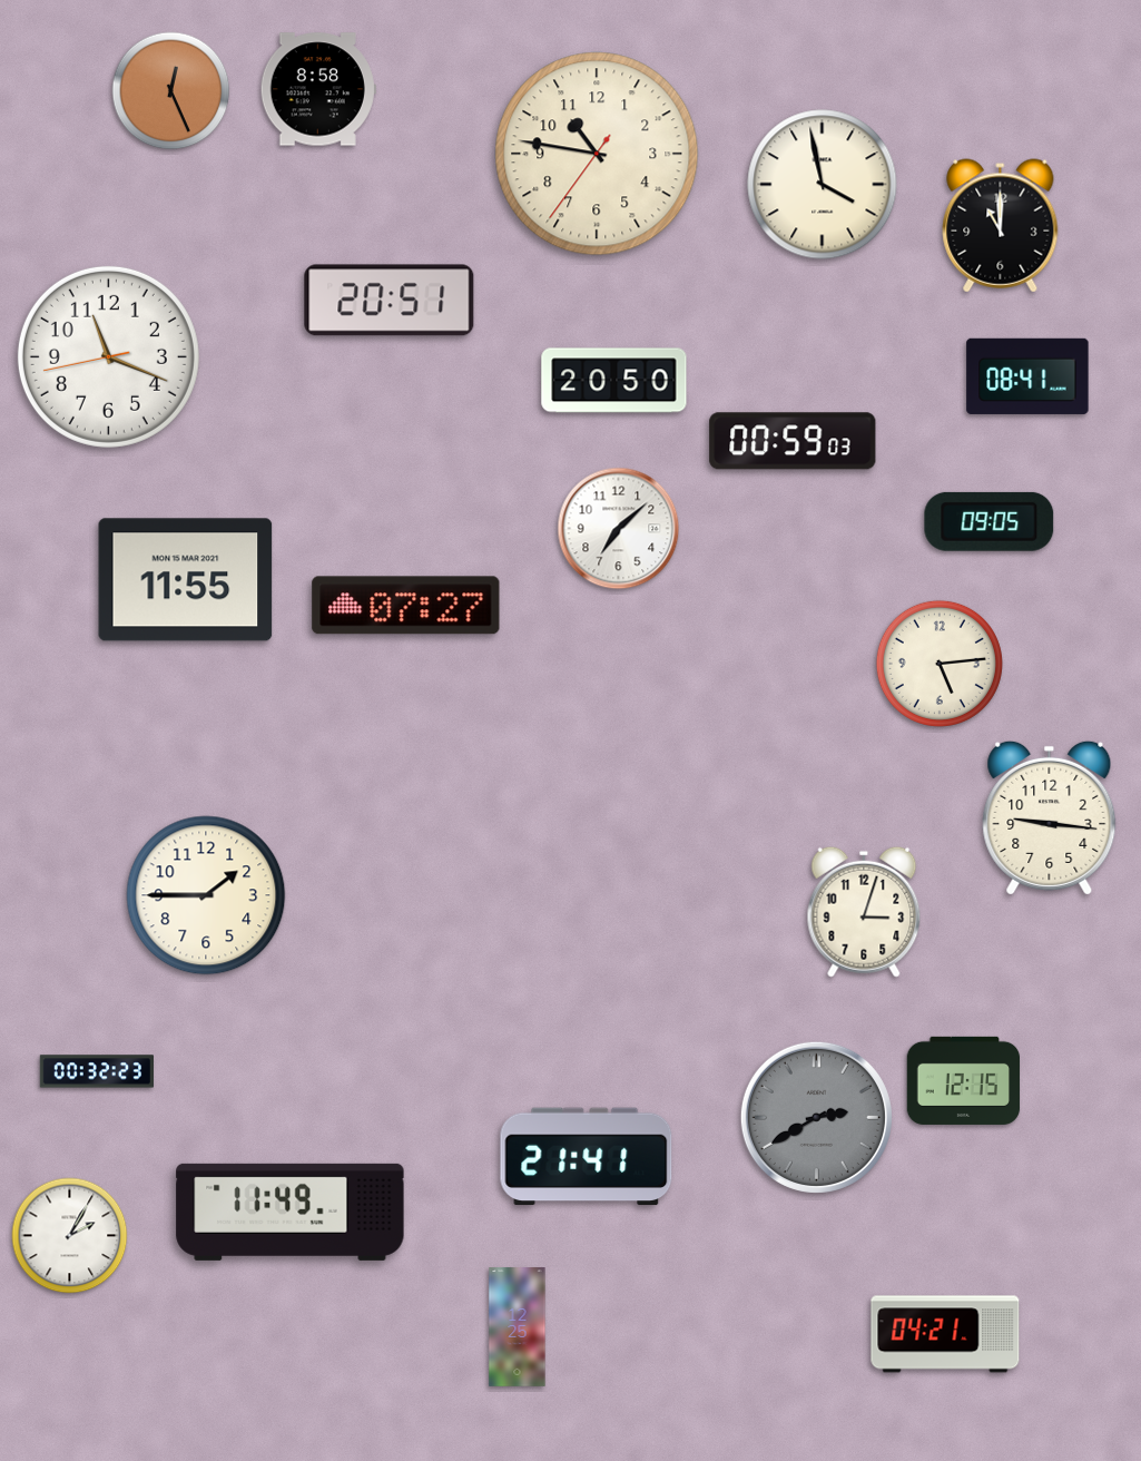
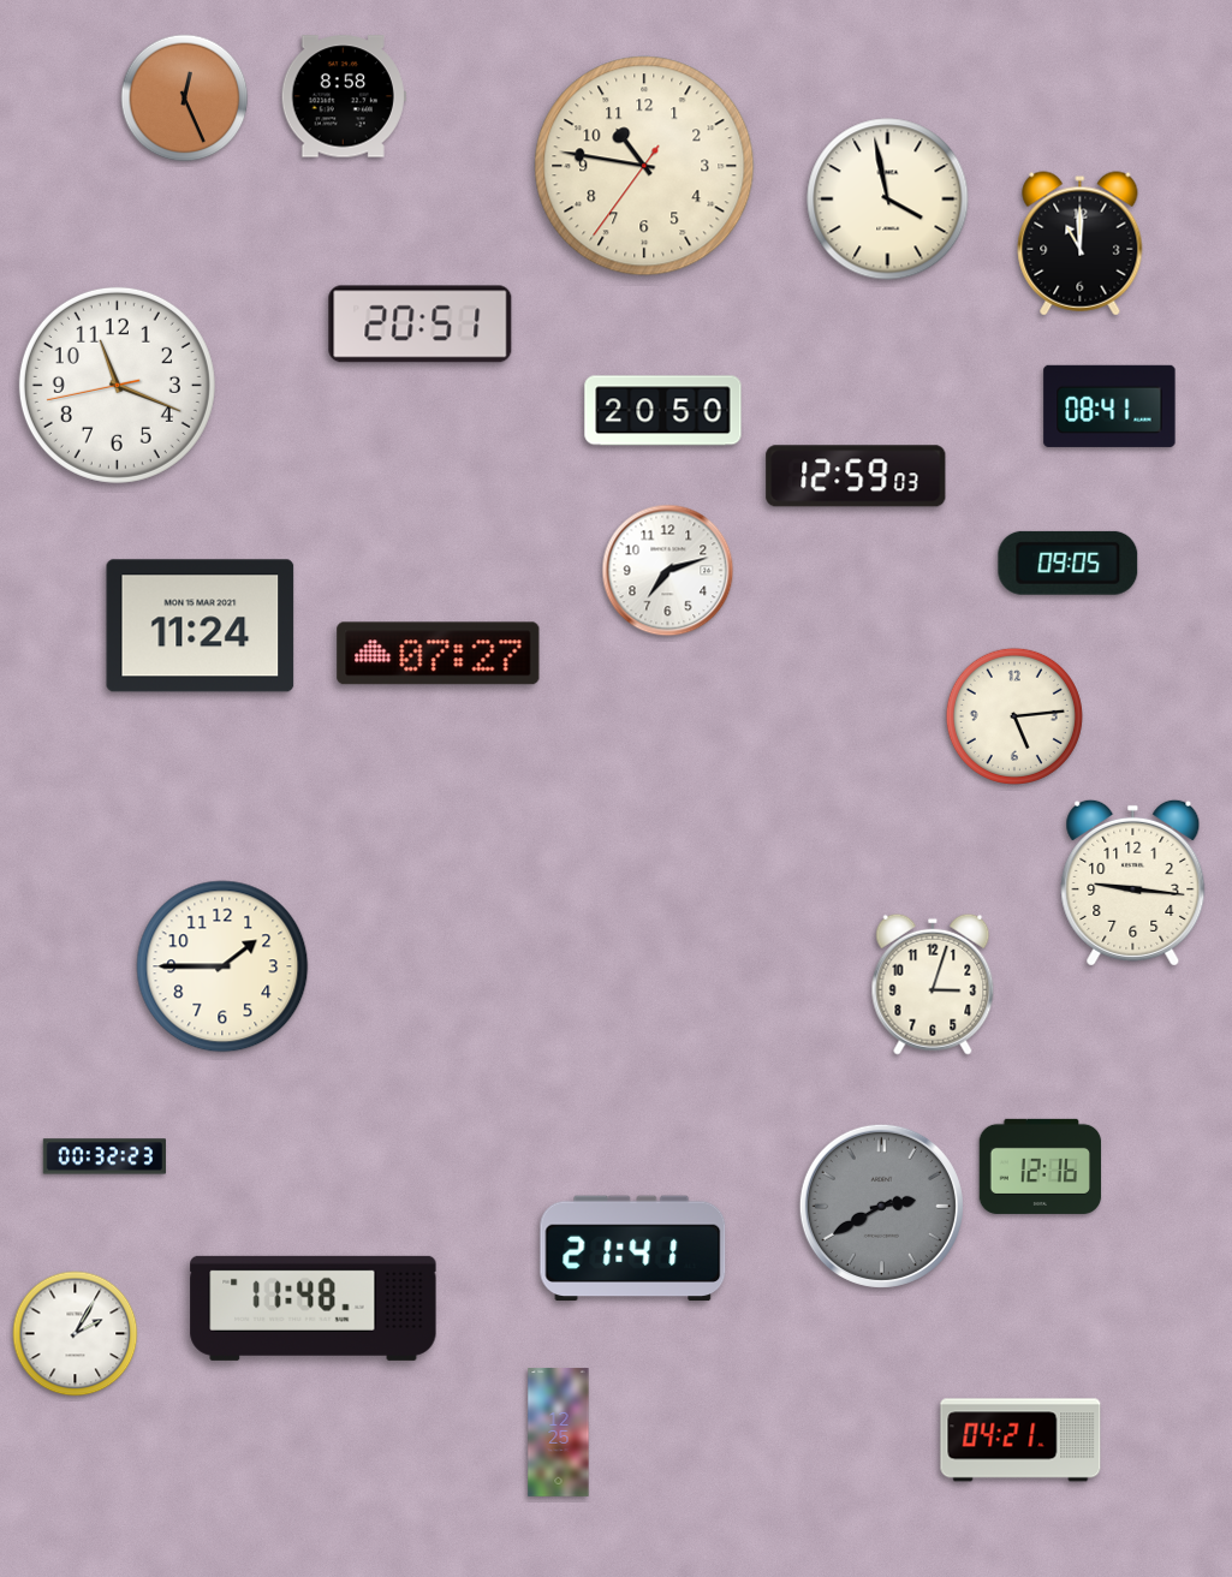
clock at (793, 441): 00:59 -> 12:59
clock at (619, 529): 7:08 -> 7:12
clock at (186, 580): 11:55 -> 11:24
clock at (964, 1080): 12:15 -> 12:16
clock at (291, 1212): 11:49 -> 11:48
